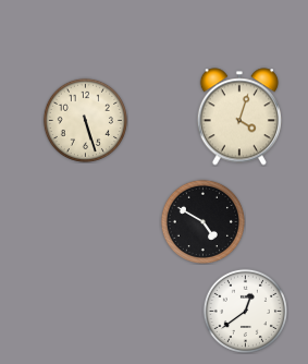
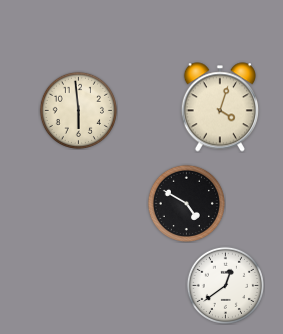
clock at (85, 120): 5:27 -> 5:59
